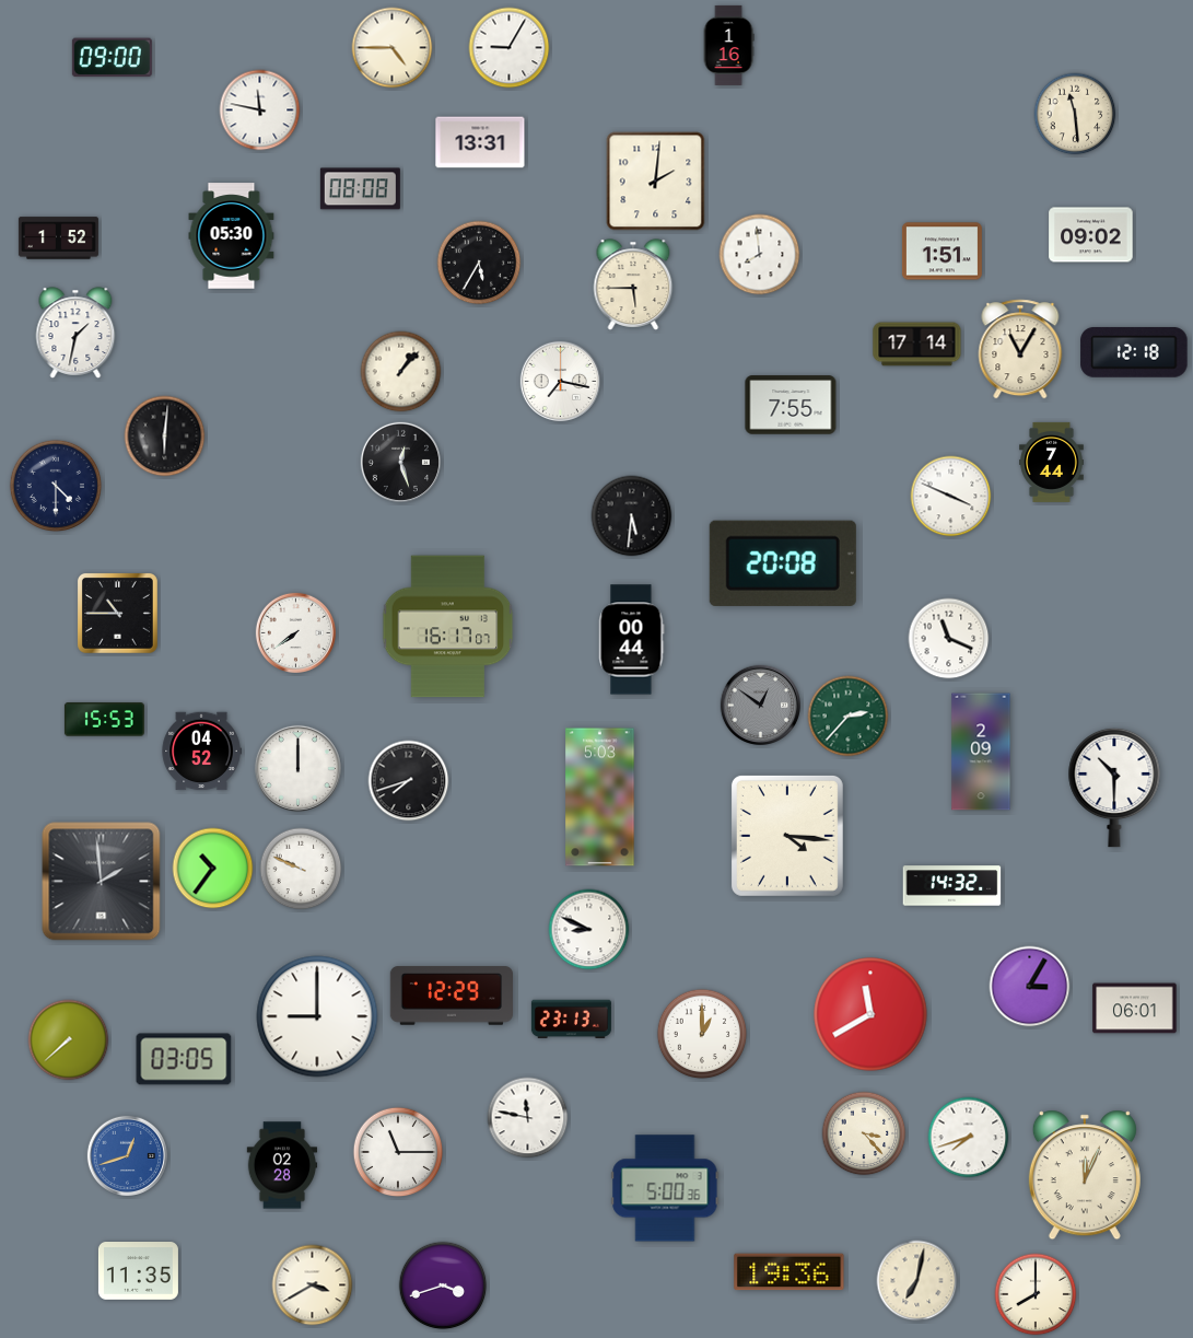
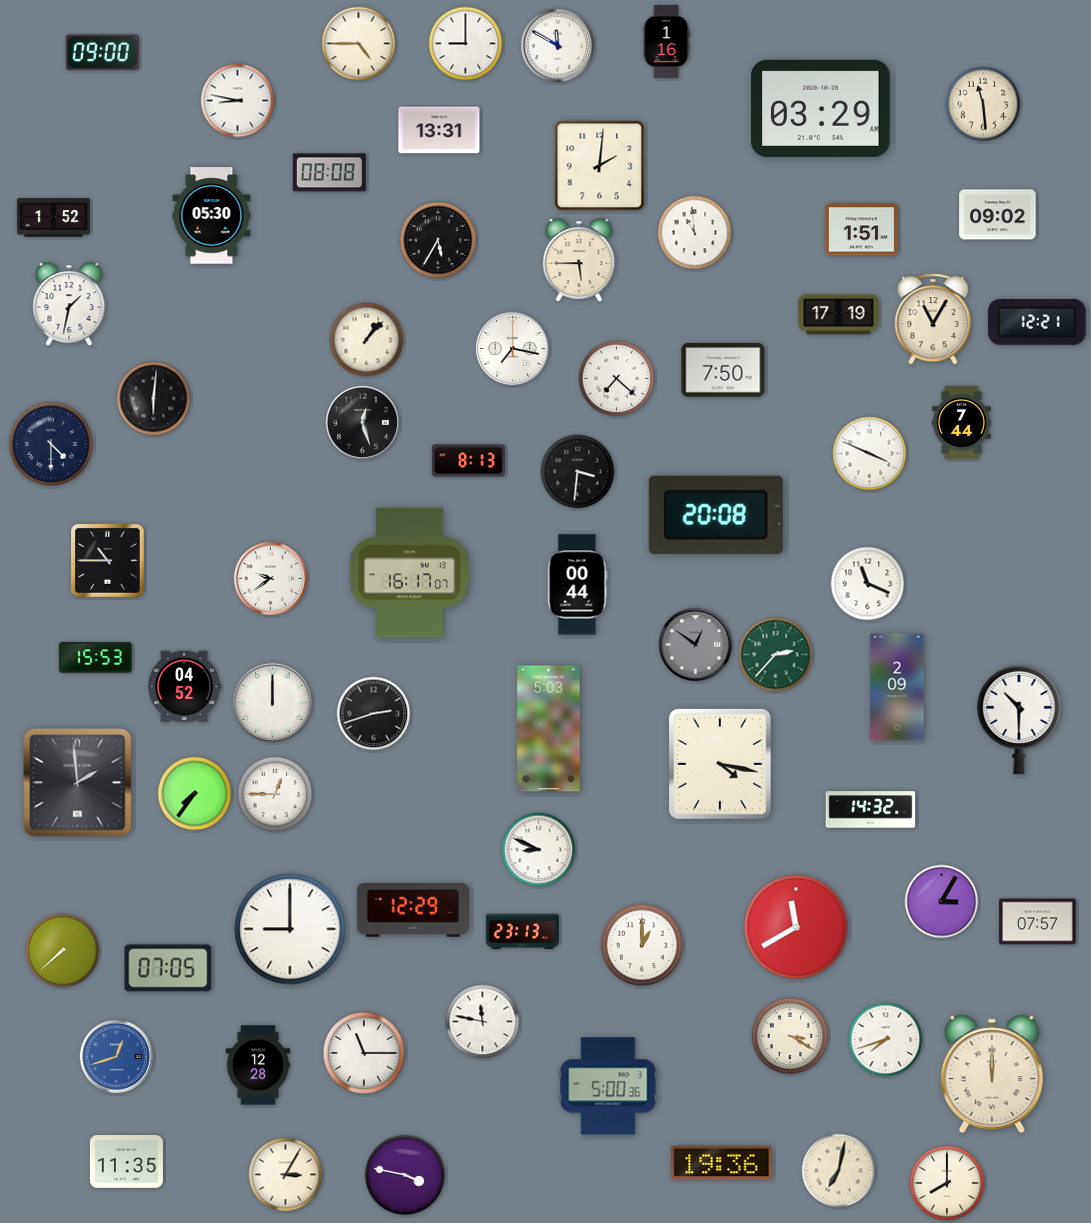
clock at (510, 48): 9:05 -> 9:00
clock at (557, 45): none -> 11:50
clock at (260, 110): 11:47 -> 8:47
clock at (821, 108): none -> 03:29
clock at (760, 255): 7:59 -> 10:59
clock at (917, 345): 17:14 -> 17:19
clock at (1134, 352): 12:18 -> 12:21
clock at (791, 405): 7:55 -> 7:50
clock at (617, 379): none -> 7:22
clock at (165, 437) position: (165, 437) -> (154, 399)
clock at (400, 462) position: (400, 462) -> (362, 422)
clock at (468, 461): none -> 8:13
clock at (632, 516): 5:31 -> 3:31
clock at (295, 632): 7:39 -> 9:39
clock at (409, 781): 7:42 -> 2:42
clock at (787, 836): 4:16 -> 4:17
clock at (213, 869): 10:36 -> 7:36
clock at (301, 869): 9:49 -> 12:45
clock at (102, 882) position: (102, 882) -> (78, 783)
clock at (1135, 1009): 06:01 -> 07:57
clock at (184, 1059): 03:05 -> 07:05
clock at (864, 1133): 3:23 -> 3:20
clock at (282, 1165): 02:28 -> 12:28
clock at (1085, 1175): 12:04 -> 12:00
clock at (313, 1285): 3:40 -> 3:05
clock at (443, 1285): 3:42 -> 3:47
